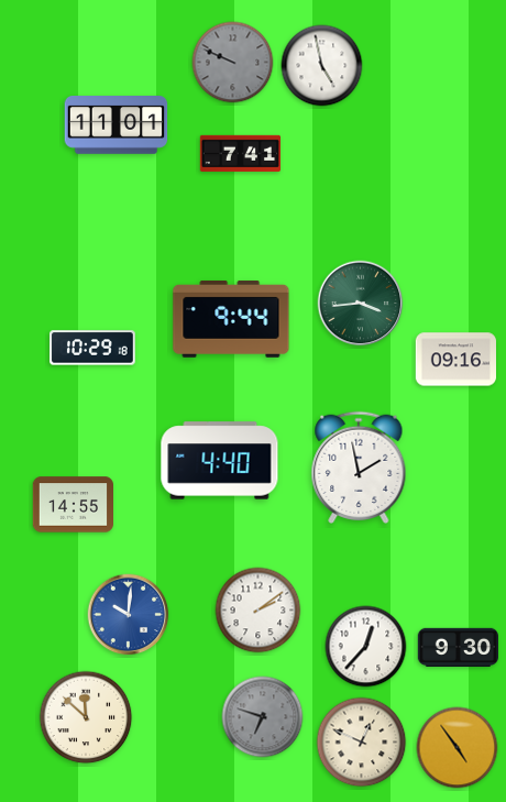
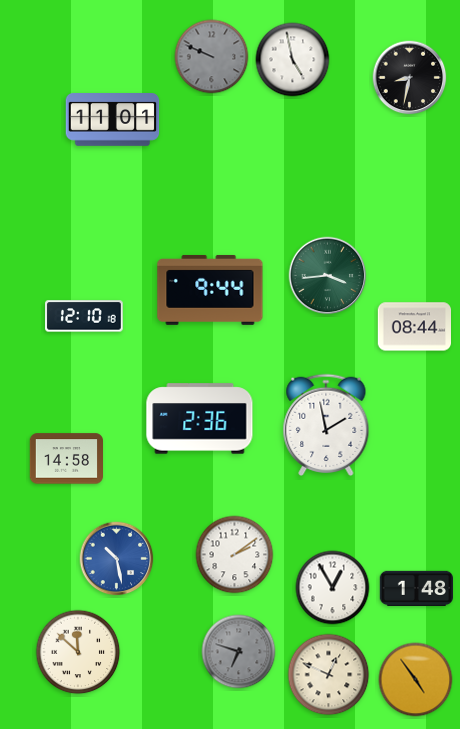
clock at (410, 78): none -> 8:32
clock at (117, 125) position: (117, 125) -> (113, 120)
clock at (241, 153): 7:41 -> none
clock at (92, 348): 10:29 -> 12:10
clock at (455, 360): 09:16 -> 08:44
clock at (220, 461): 4:40 -> 2:36
clock at (73, 505): 14:55 -> 14:58
clock at (129, 615): 10:01 -> 10:28
clock at (366, 647): 12:37 -> 12:55
clock at (458, 647): 9:30 -> 1:48
